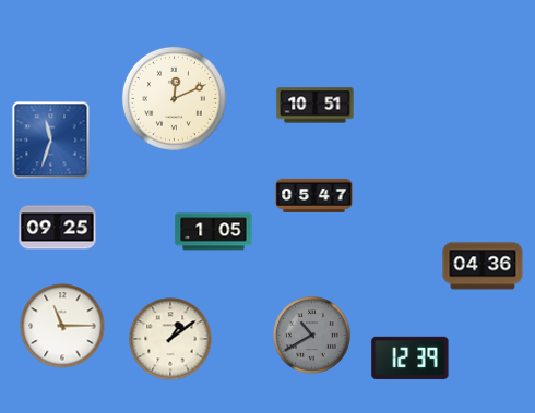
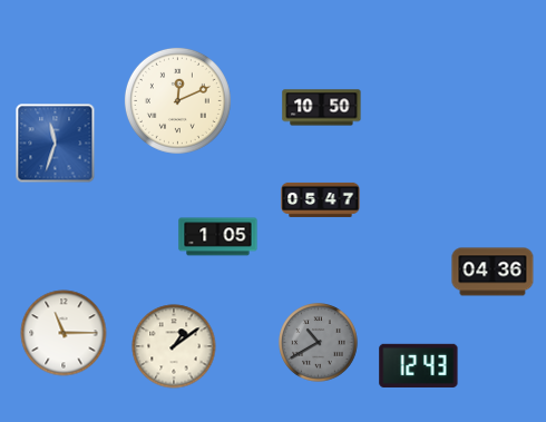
clock at (316, 106): 10:51 -> 10:50
clock at (51, 141) position: (51, 141) -> (56, 144)
clock at (58, 228): 09:25 -> none
clock at (411, 357): 12:39 -> 12:43
